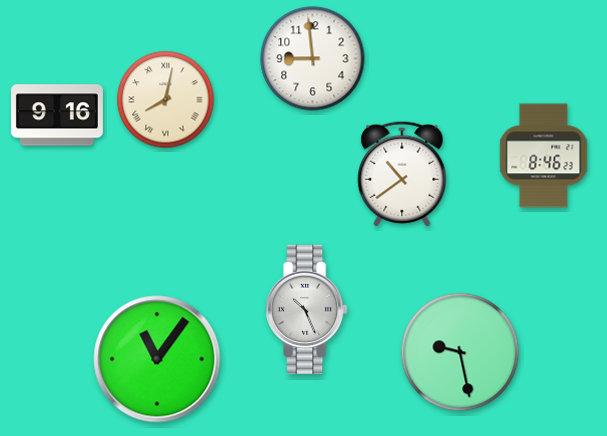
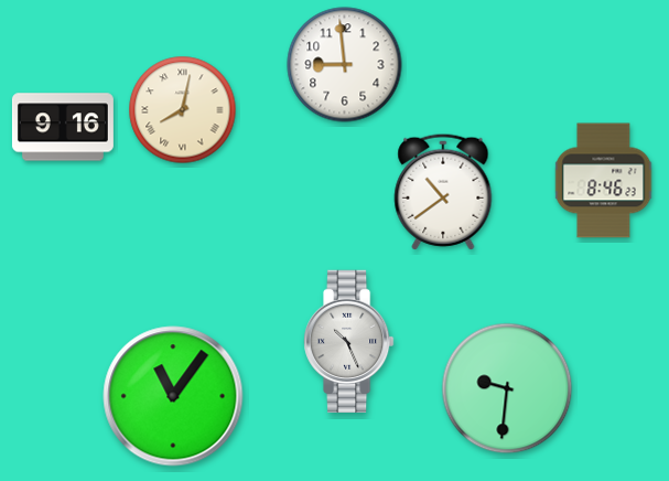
clock at (544, 156) position: (544, 156) -> (604, 181)
clock at (307, 309) position: (307, 309) -> (349, 341)
clock at (460, 352): 9:28 -> 9:31
